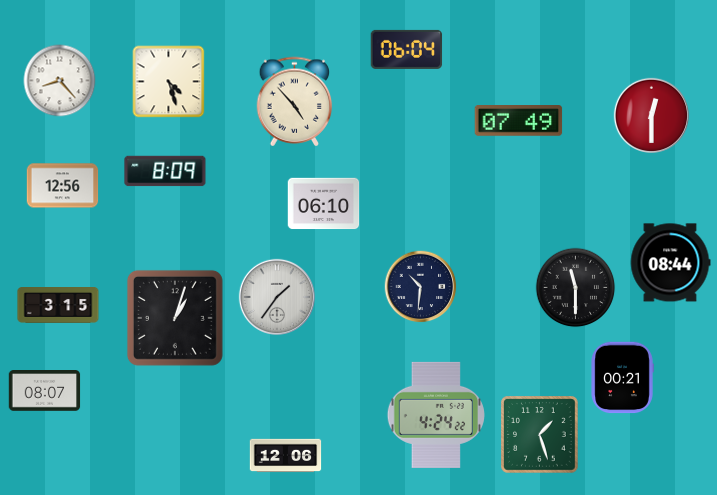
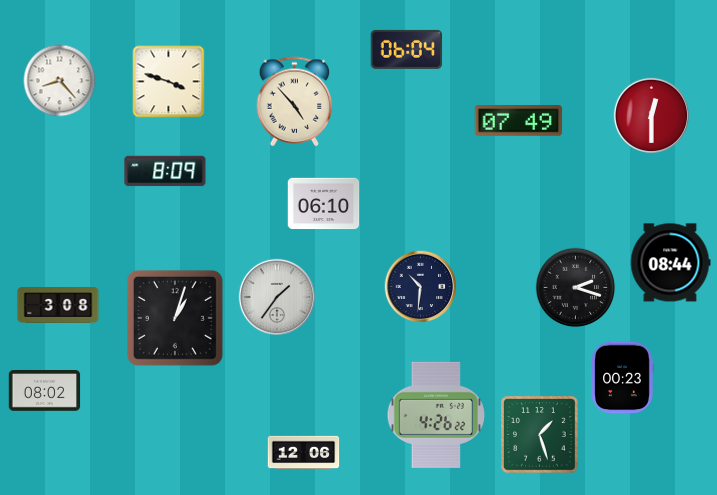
clock at (169, 82): 4:27 -> 3:48
clock at (63, 186): 12:56 -> none
clock at (576, 288): 11:30 -> 2:18
clock at (58, 306): 3:15 -> 3:08
clock at (622, 378): 00:21 -> 00:23
clock at (45, 391): 08:07 -> 08:02
clock at (436, 415): 4:24 -> 4:26
clock at (286, 456) position: (286, 456) -> (304, 453)
